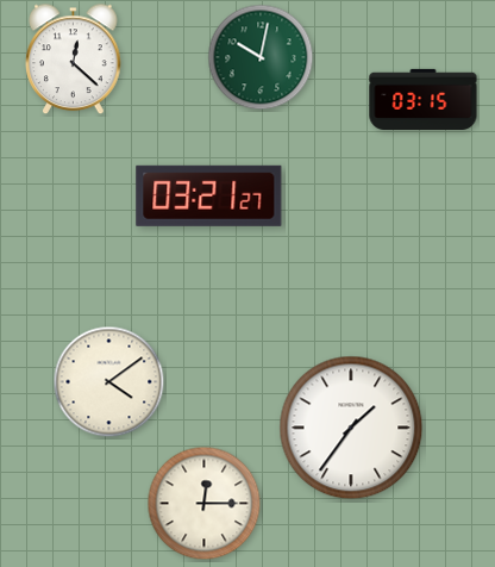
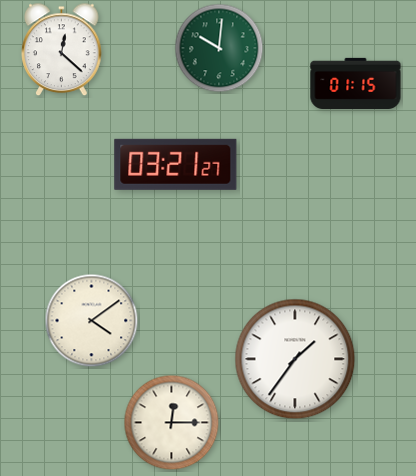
clock at (261, 57): 10:02 -> 10:01
clock at (424, 99): 03:15 -> 01:15
